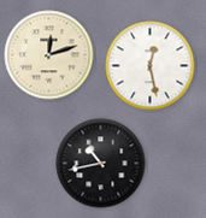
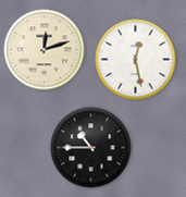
clock at (101, 164): 10:43 -> 10:45
